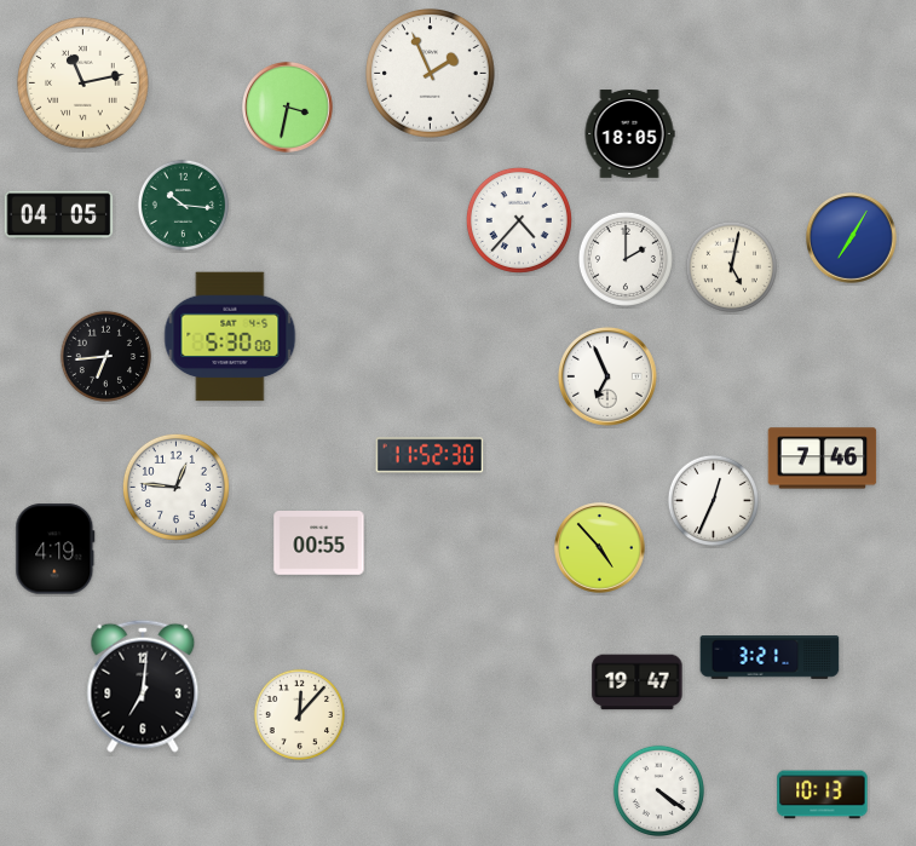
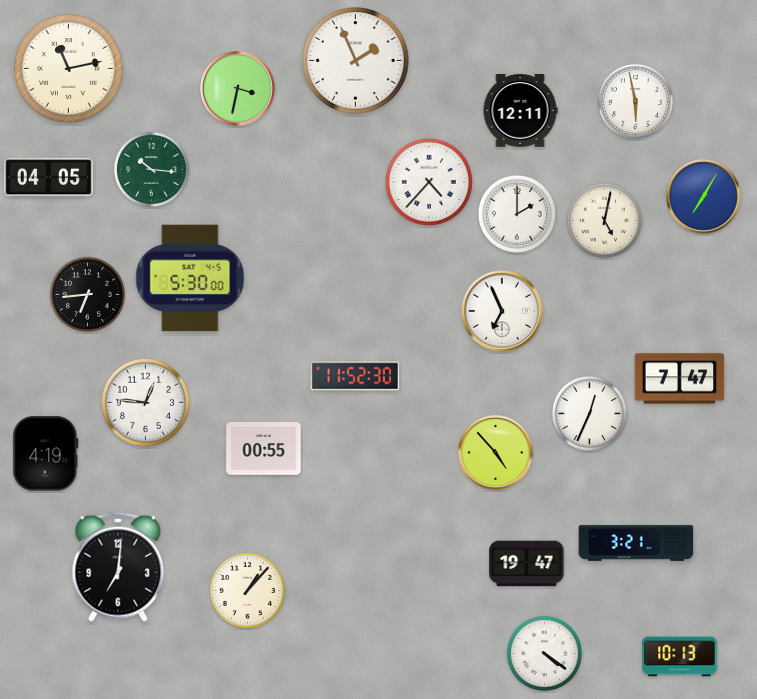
clock at (635, 101): none -> 5:58
clock at (629, 134): 18:05 -> 12:11
clock at (823, 459): 7:46 -> 7:47
clock at (299, 714): 12:07 -> 1:07
